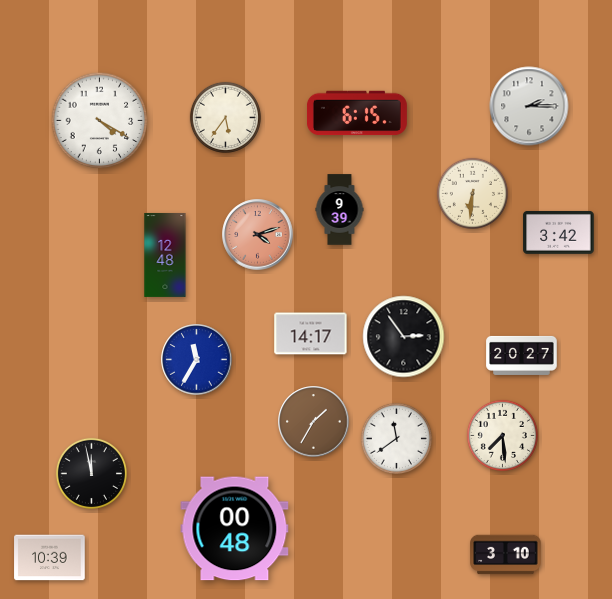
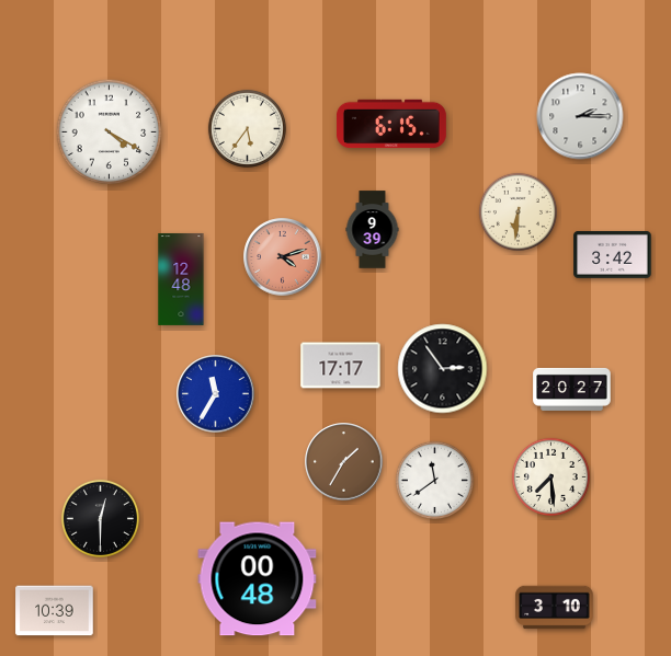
clock at (311, 334): 14:17 -> 17:17
clock at (91, 473): 11:58 -> 12:30
